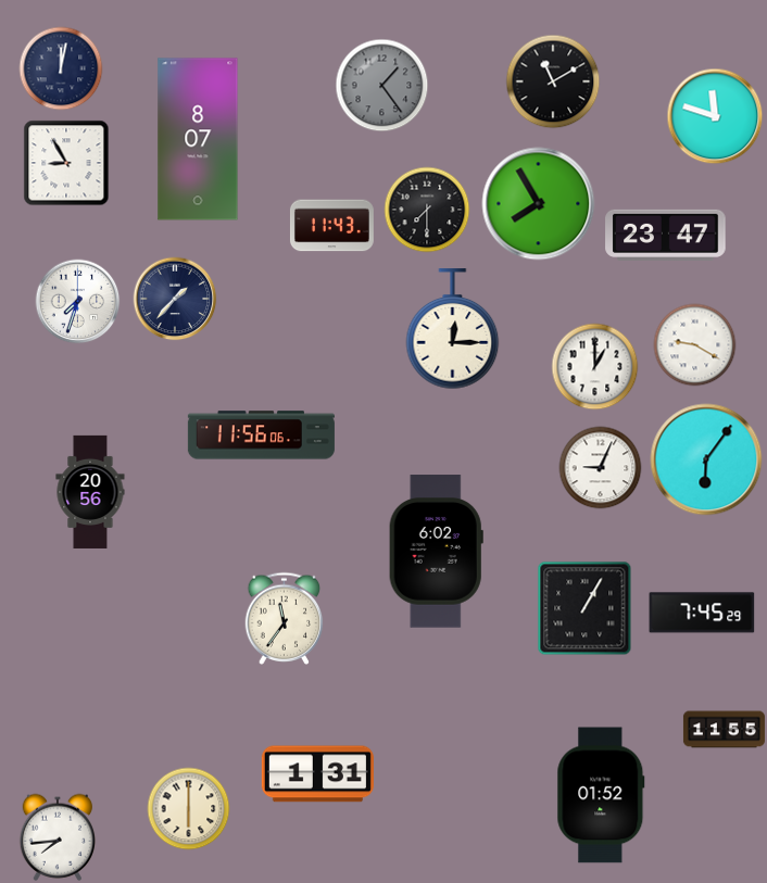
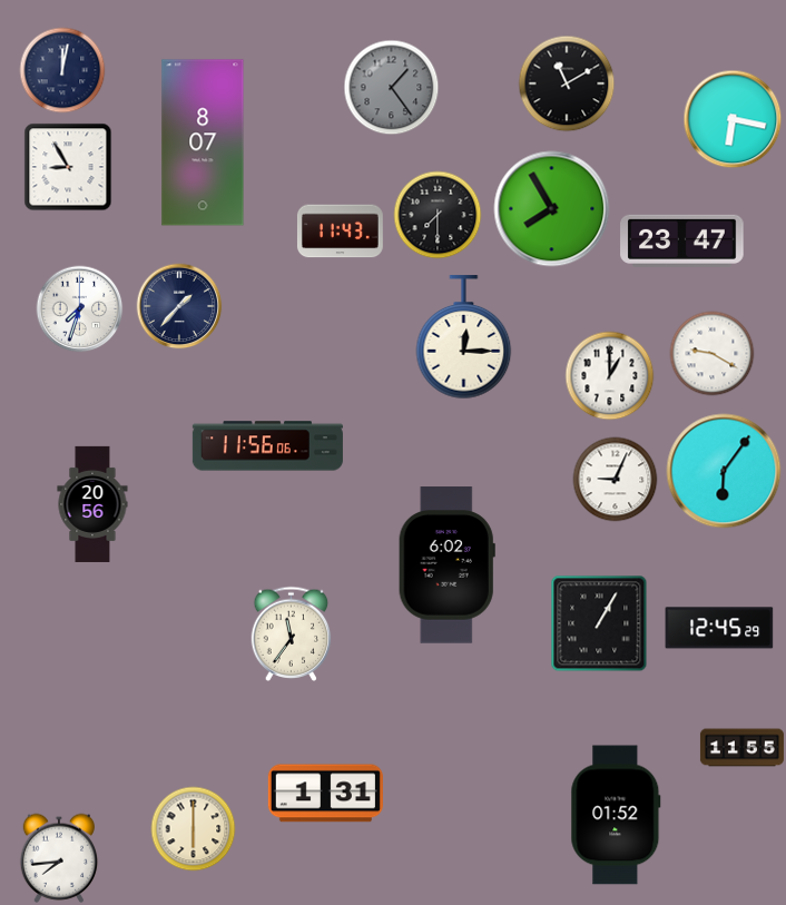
clock at (715, 116): 11:48 -> 6:17
clock at (702, 613): 7:45 -> 12:45
